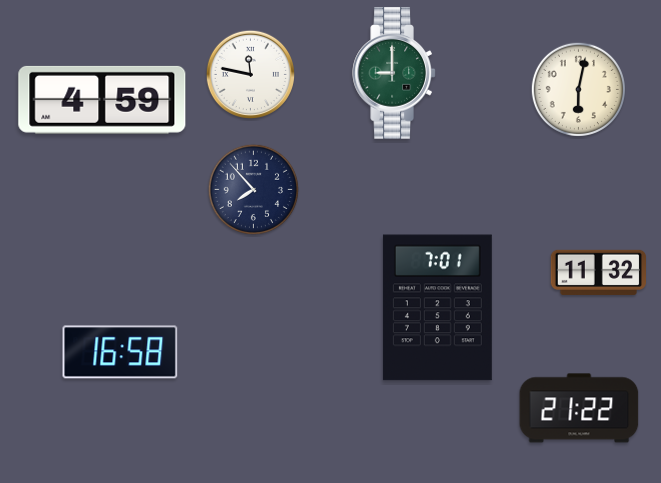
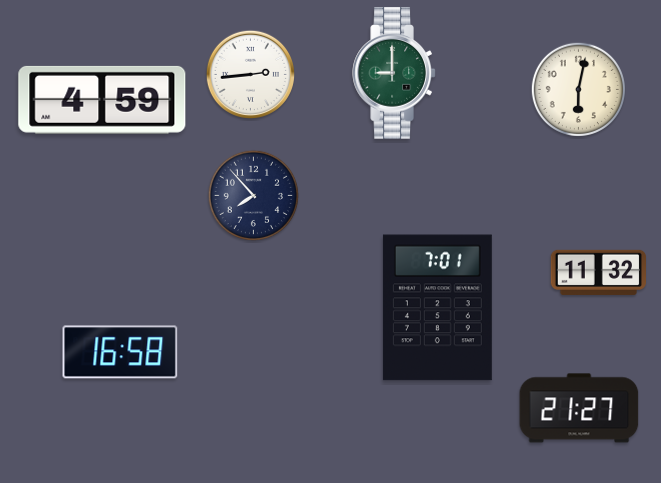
clock at (250, 74): 11:47 -> 2:44
clock at (253, 189) position: (253, 189) -> (253, 195)
clock at (579, 408): 21:22 -> 21:27
